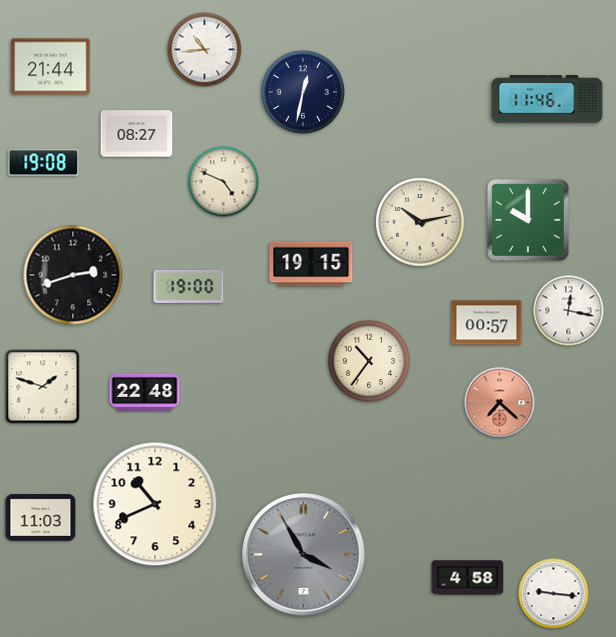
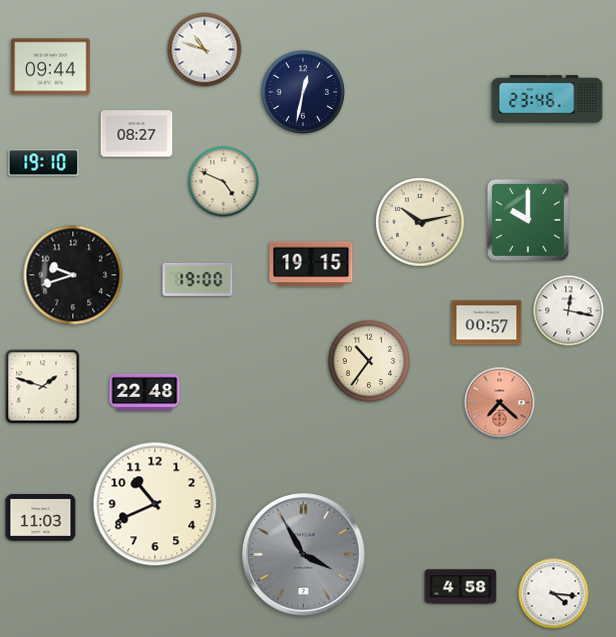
clock at (205, 50): 10:44 -> 10:48
clock at (51, 67): 21:44 -> 09:44
clock at (547, 99): 11:46 -> 23:46
clock at (44, 163): 19:08 -> 19:10
clock at (73, 275): 2:42 -> 9:42
clock at (189, 286) position: (189, 286) -> (198, 279)
clock at (468, 578) position: (468, 578) -> (461, 587)
clock at (554, 594): 9:16 -> 4:16
